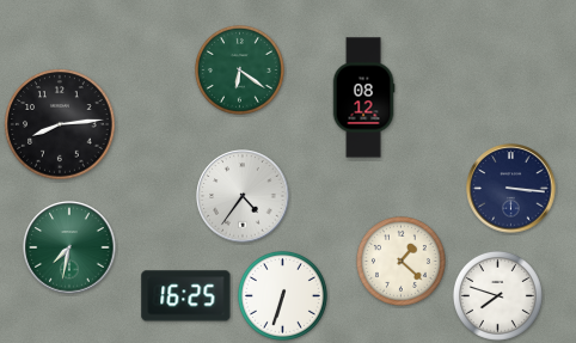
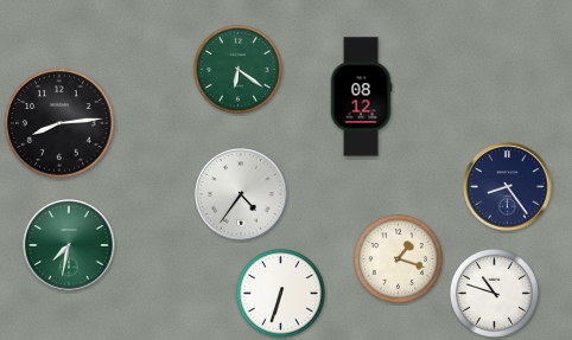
clock at (511, 189): 3:16 -> 8:24
clock at (400, 261): 1:22 -> 1:18
clock at (497, 295): 7:48 -> 10:48
clock at (186, 296): 16:25 -> none
